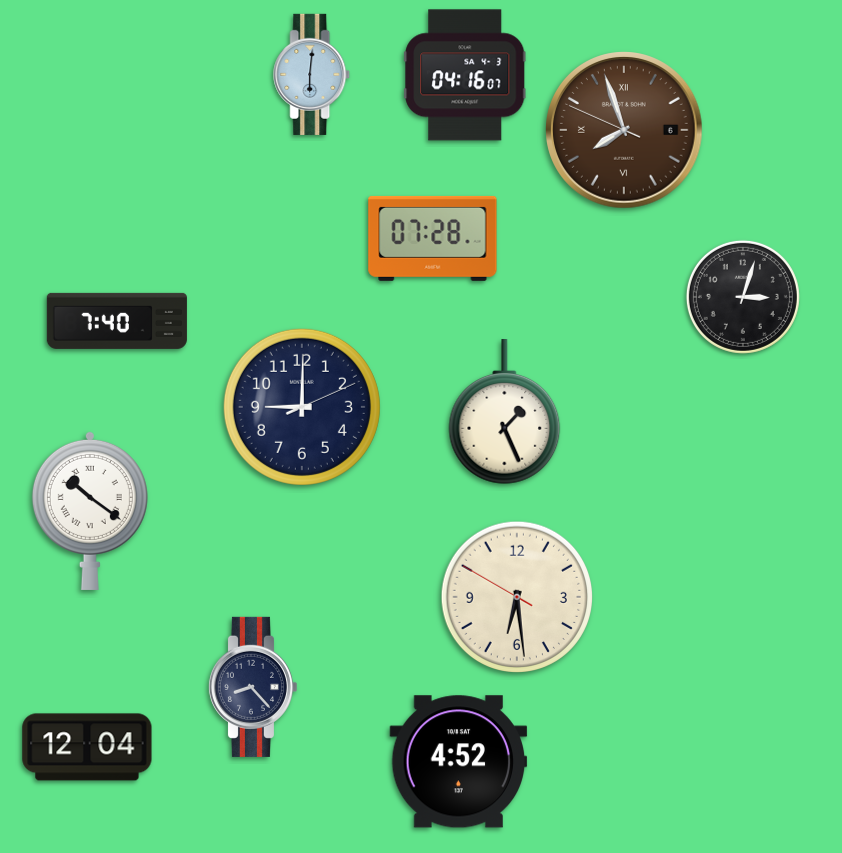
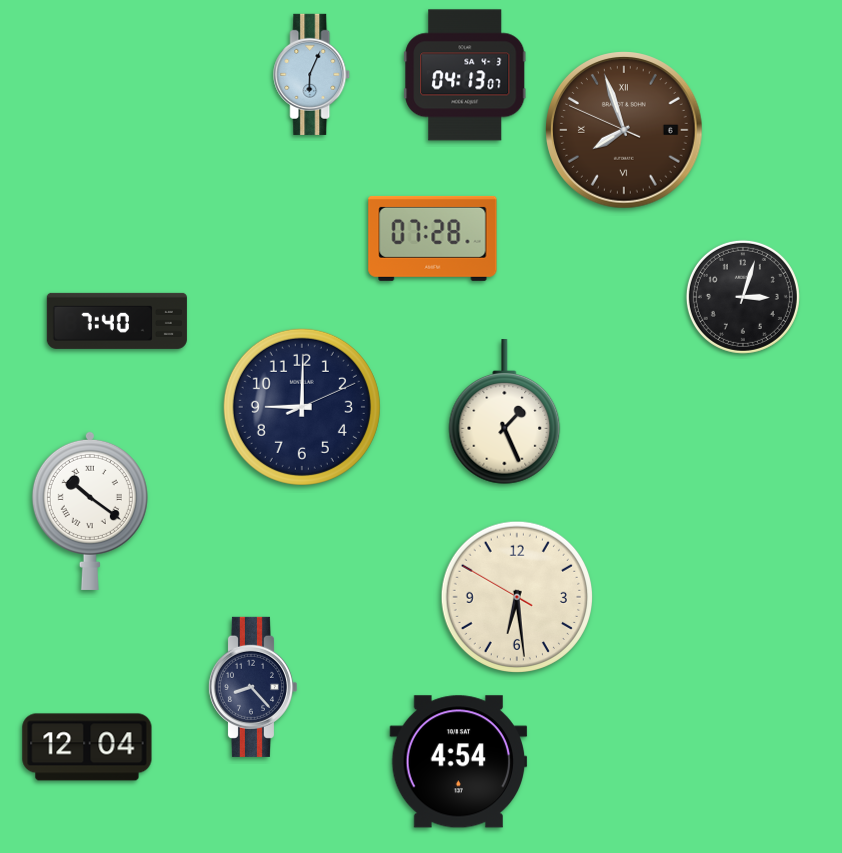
clock at (312, 74): 6:01 -> 6:04
clock at (465, 75): 04:16 -> 04:13
clock at (459, 762): 4:52 -> 4:54
